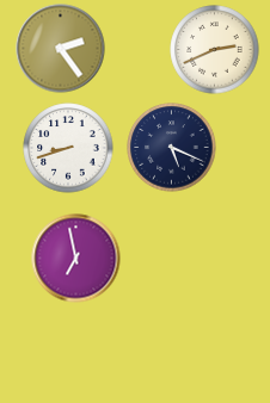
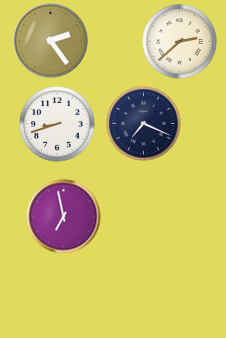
clock at (215, 50): 2:41 -> 2:38
clock at (172, 148): 5:19 -> 7:19
